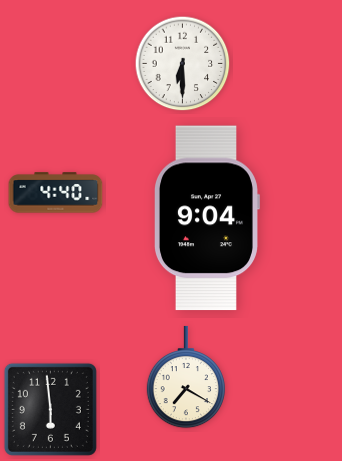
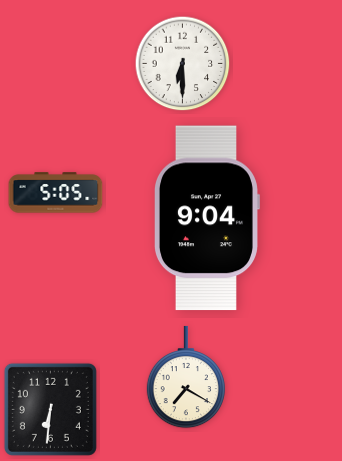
clock at (56, 193): 4:40 -> 5:05
clock at (50, 409): 5:59 -> 6:31
